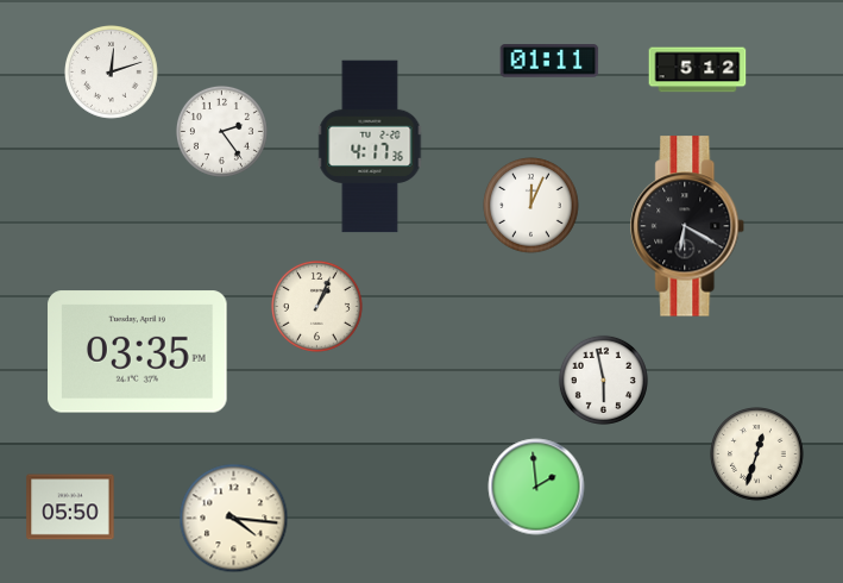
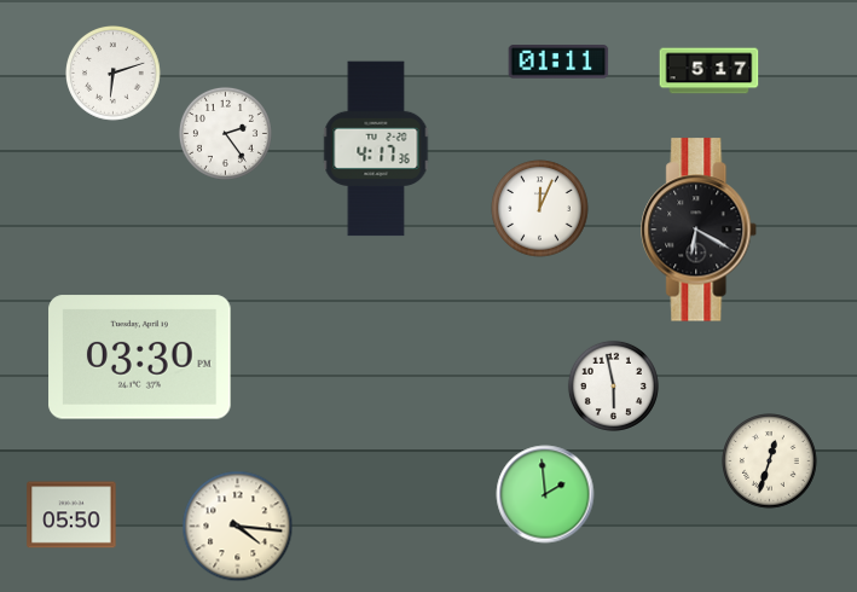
clock at (698, 70): 5:12 -> 5:17
clock at (112, 73): 12:12 -> 6:12
clock at (316, 306): 1:04 -> none
clock at (138, 352): 03:35 -> 03:30
